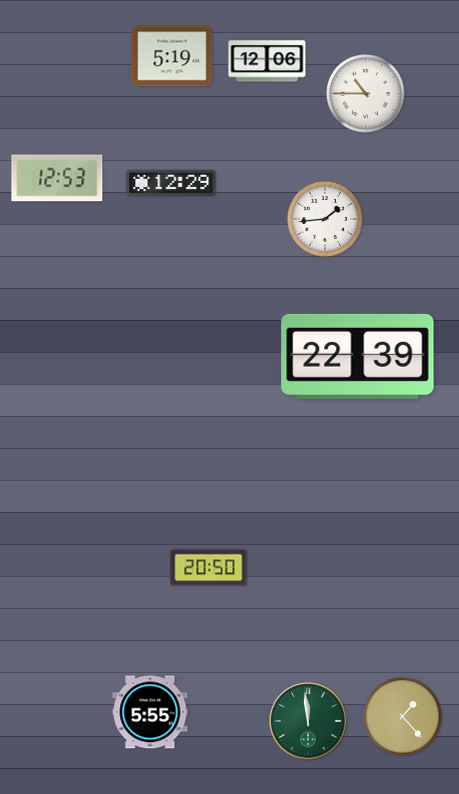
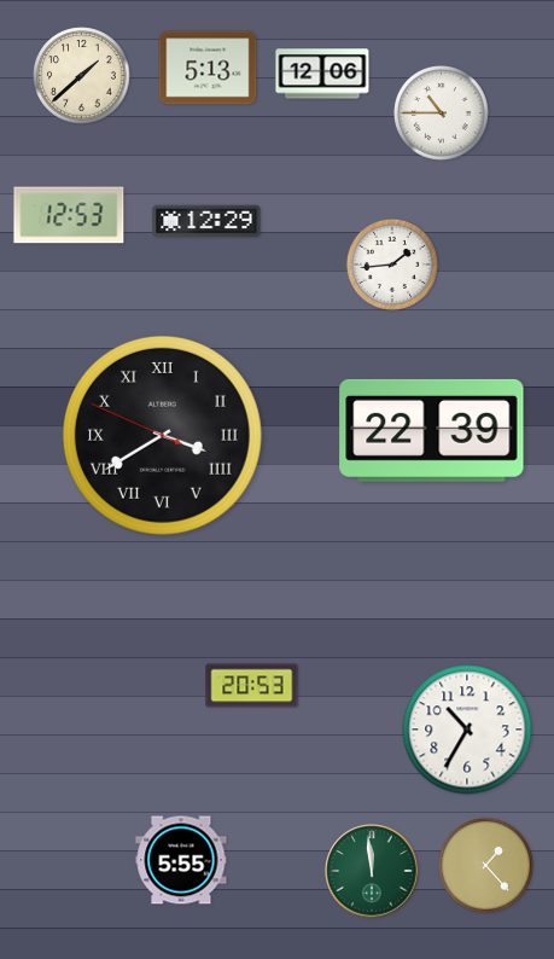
clock at (172, 56): 5:19 -> 5:13
clock at (82, 76): none -> 1:38
clock at (162, 435): none -> 3:39
clock at (209, 568): 20:50 -> 20:53
clock at (467, 730): none -> 10:35
